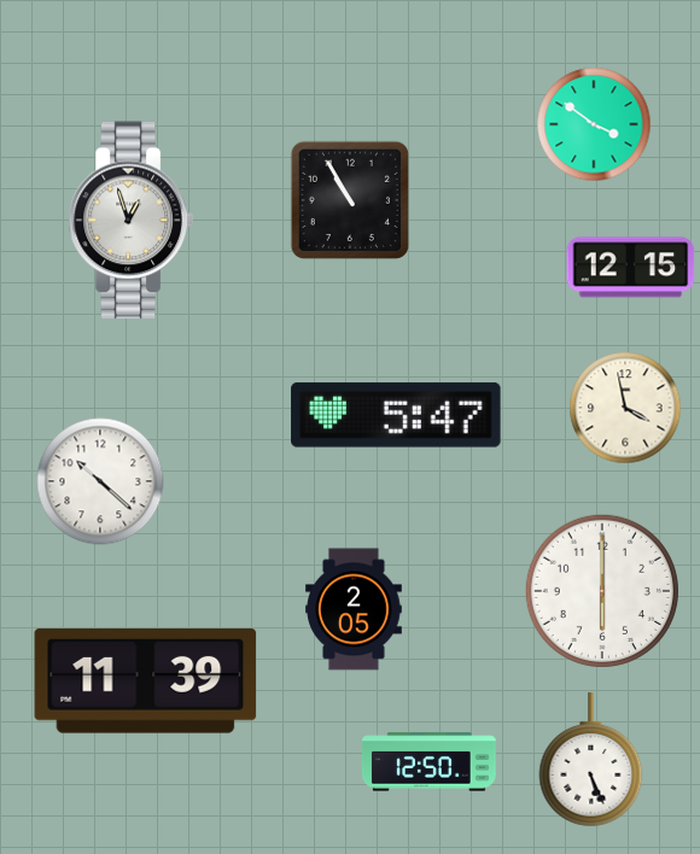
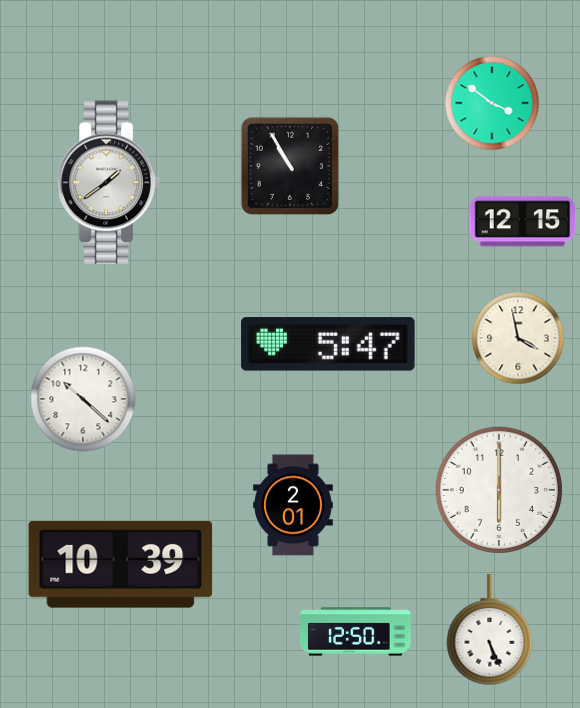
clock at (130, 221): 12:57 -> 1:39
clock at (354, 609): 2:05 -> 2:01
clock at (146, 682): 11:39 -> 10:39
